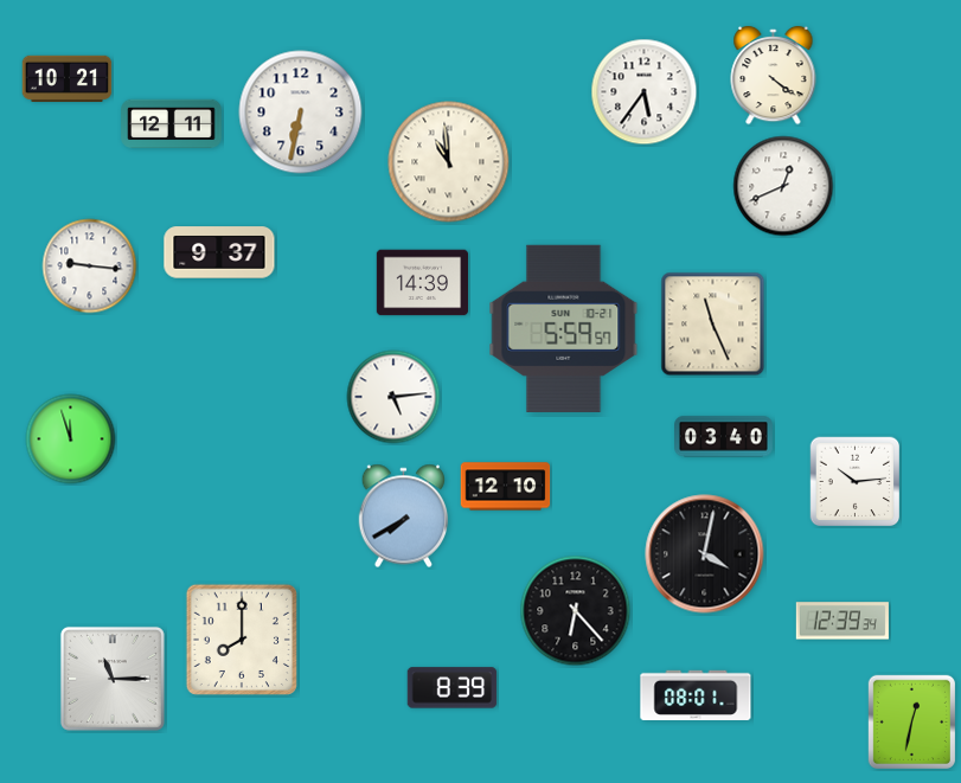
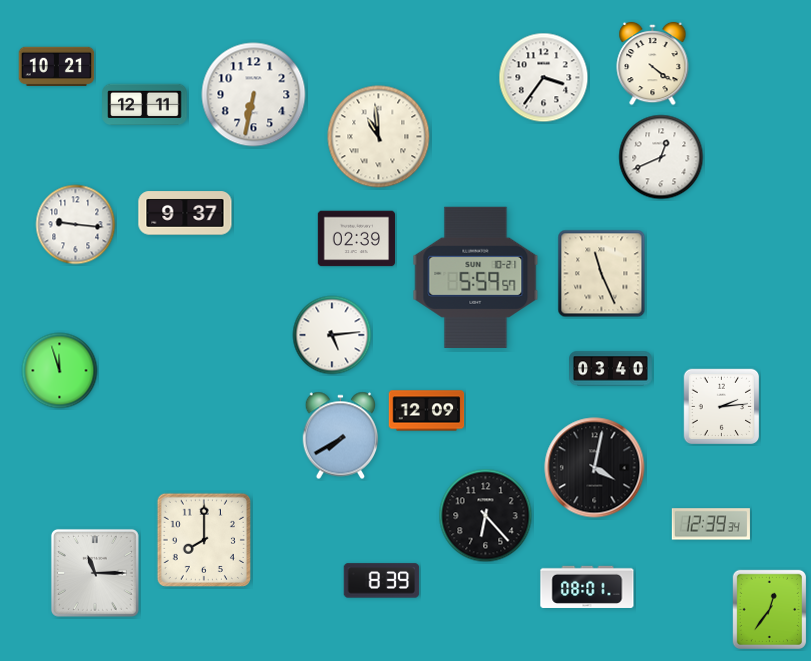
clock at (645, 92): 5:36 -> 3:36
clock at (422, 283): 14:39 -> 02:39
clock at (854, 481): 10:14 -> 2:14
clock at (506, 487): 12:10 -> 12:09
clock at (911, 721): 12:32 -> 12:36
